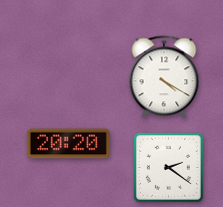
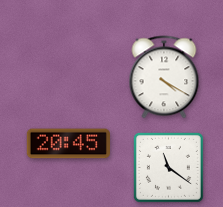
clock at (68, 144): 20:20 -> 20:45
clock at (168, 167): 2:21 -> 11:21
